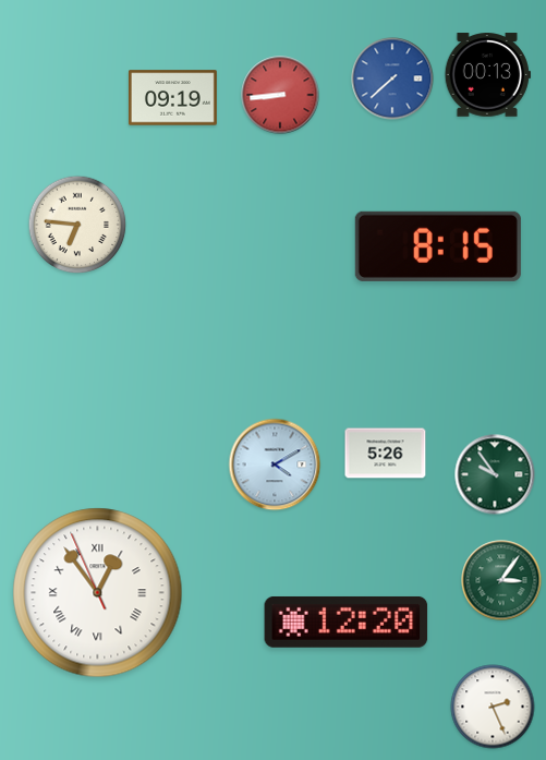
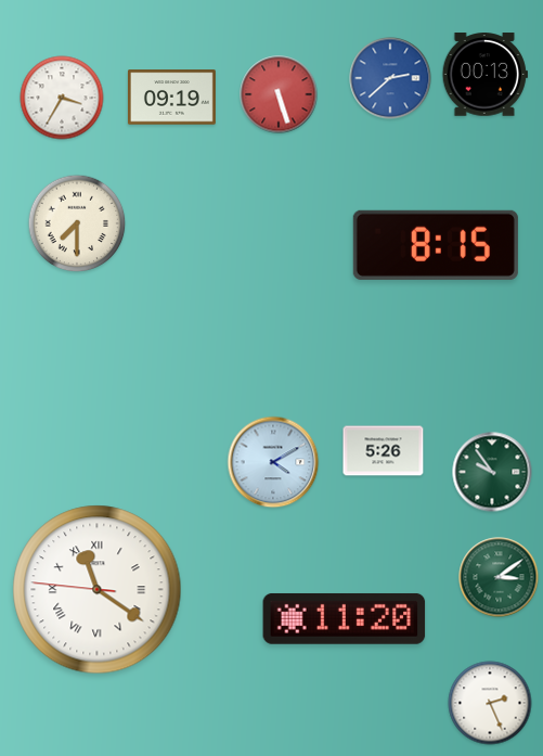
clock at (392, 79): 7:38 -> 2:38
clock at (280, 95): 8:44 -> 5:27
clock at (62, 98): none -> 3:35
clock at (77, 225): 6:46 -> 7:30
clock at (501, 580): 3:06 -> 3:09
clock at (98, 593): 12:53 -> 11:20
clock at (347, 622): 12:20 -> 11:20
